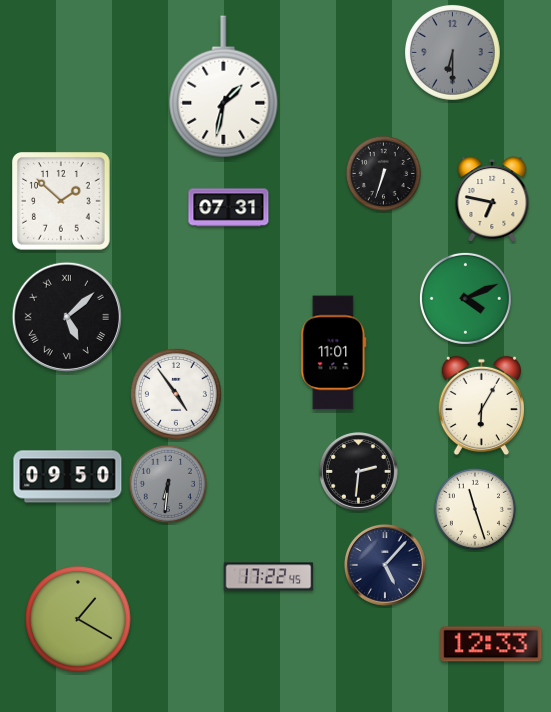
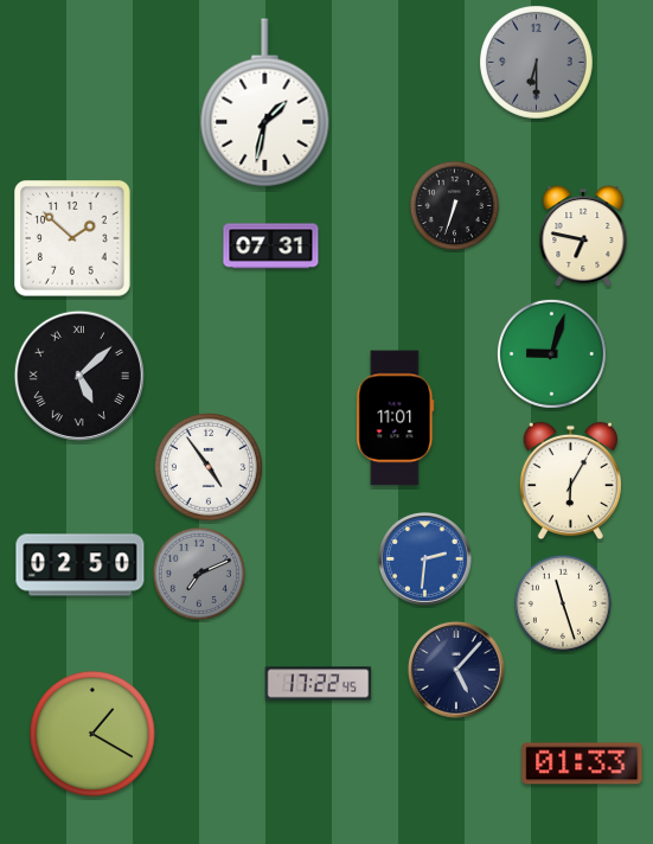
clock at (465, 298): 4:11 -> 9:03
clock at (359, 472) dial: black -> blue
clock at (68, 477): 09:50 -> 02:50
clock at (168, 484): 6:31 -> 7:11
clock at (491, 644): 12:33 -> 01:33
